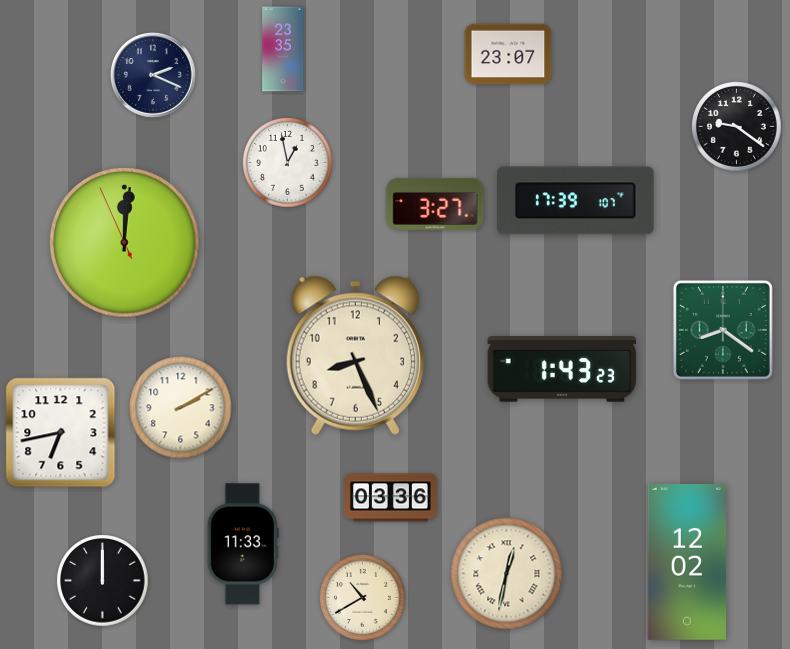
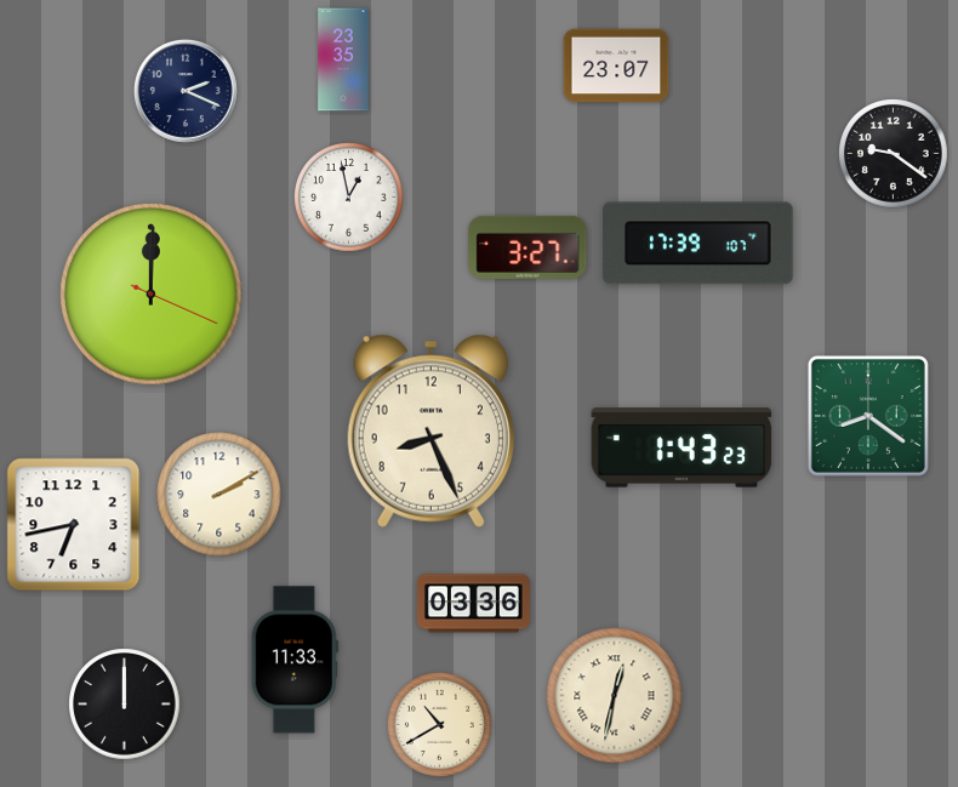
clock at (125, 243): 12:00:56 -> 12:00:19
clock at (723, 330) position: (723, 330) -> (868, 416)
clock at (686, 563): 12:02 -> none
